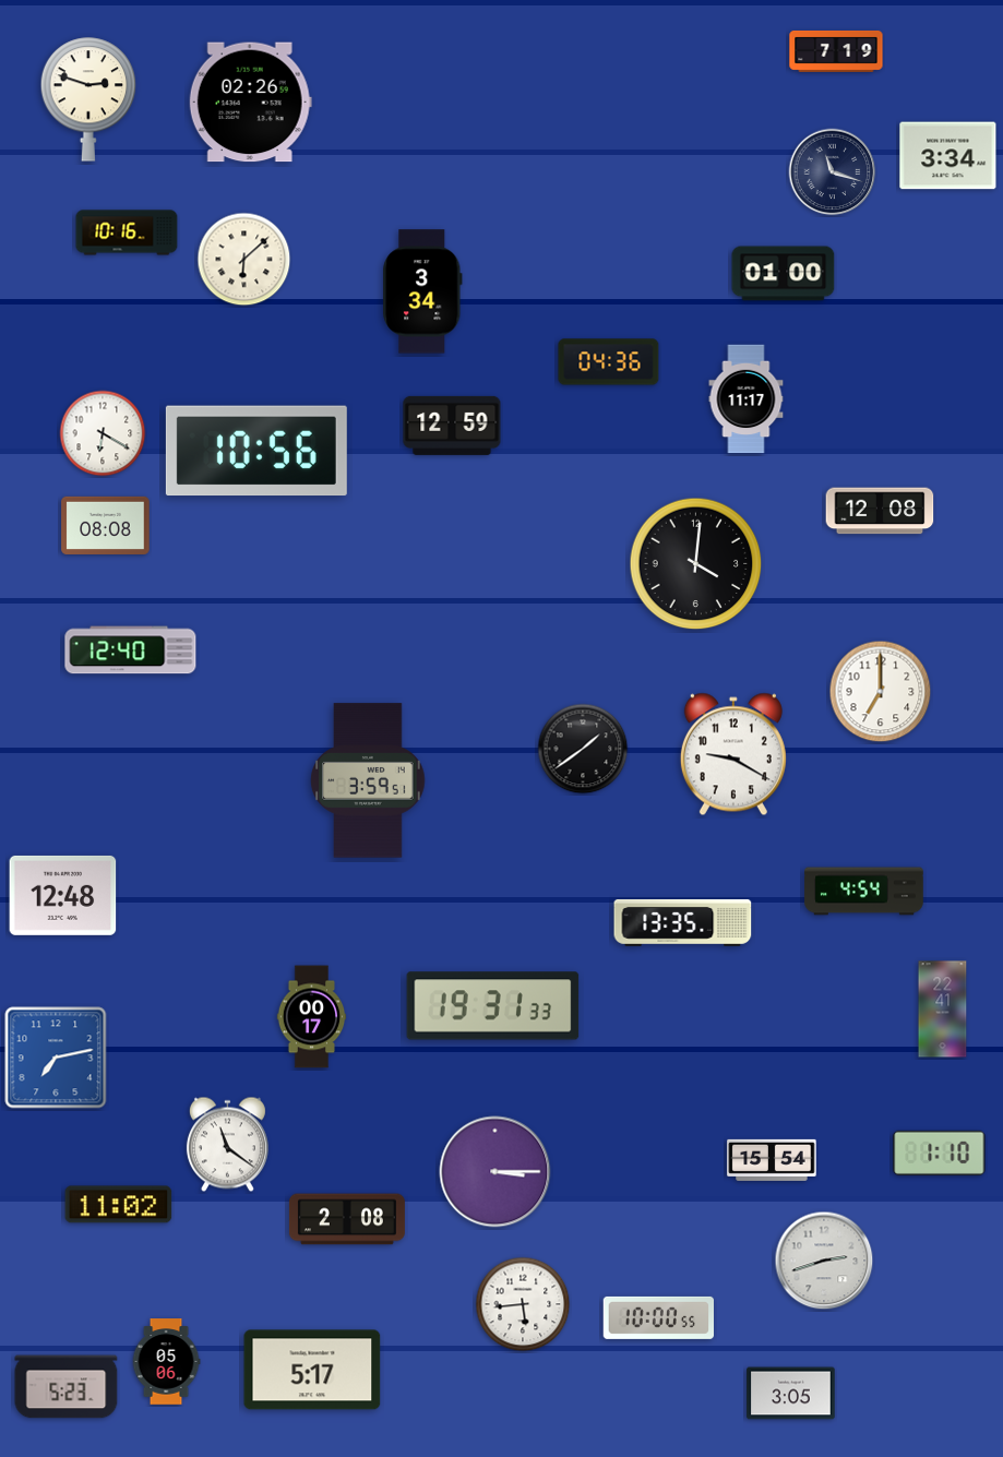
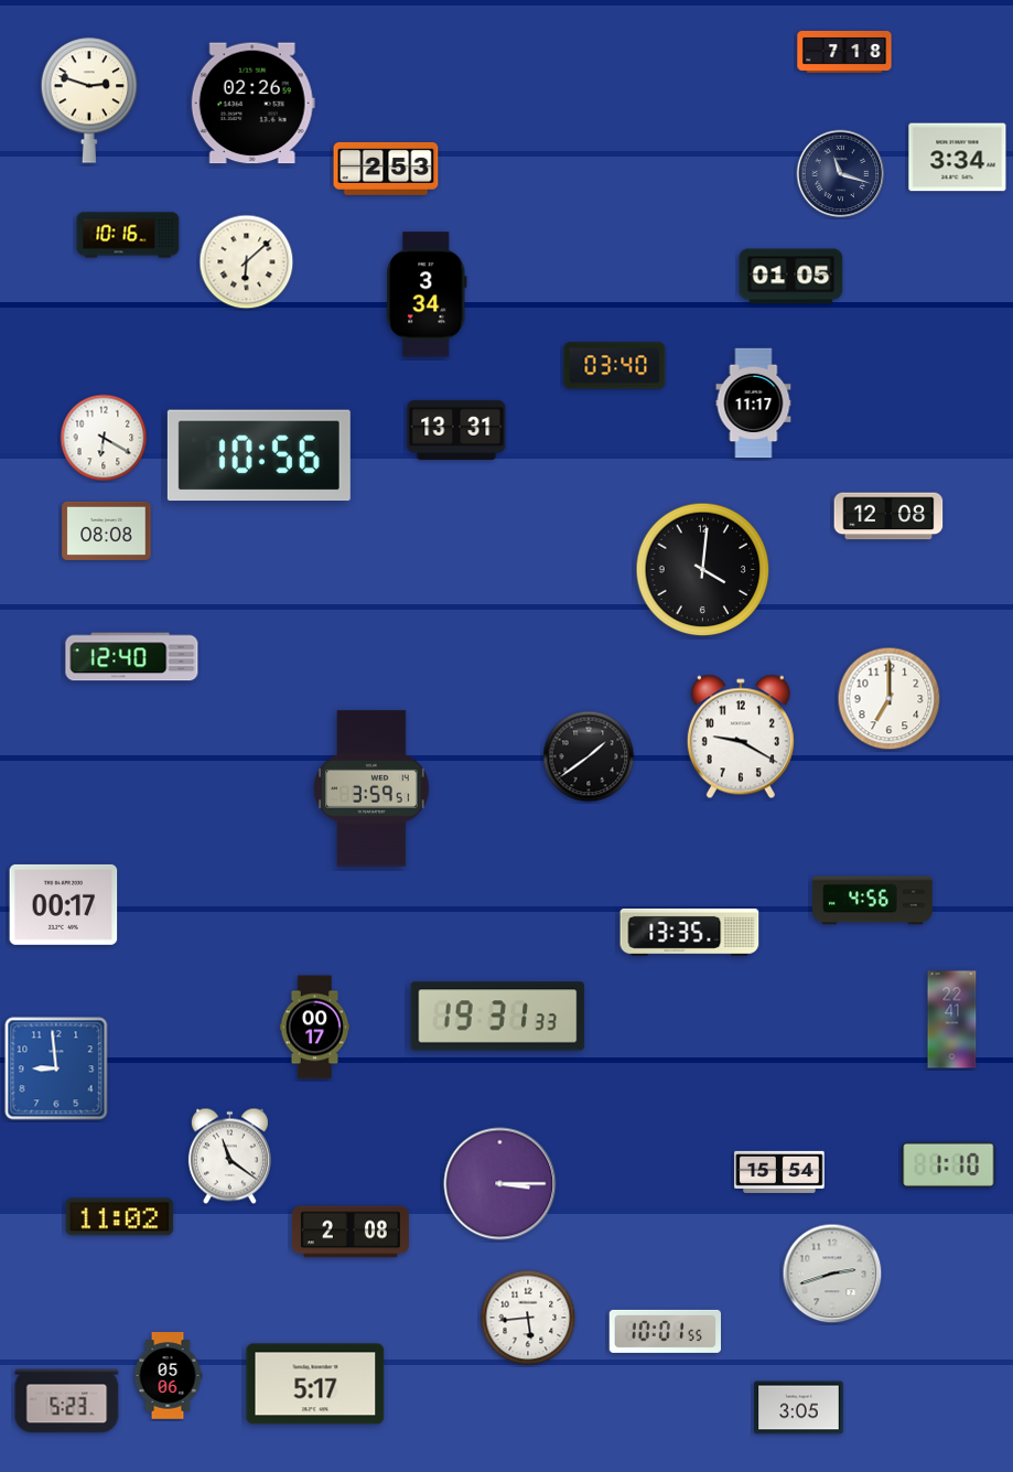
clock at (836, 51): 7:19 -> 7:18
clock at (386, 169): none -> 2:53
clock at (784, 274): 01:00 -> 01:05
clock at (609, 362): 04:36 -> 03:40
clock at (452, 426): 12:59 -> 13:31
clock at (733, 754) position: (733, 754) -> (741, 737)
clock at (864, 892): 4:54 -> 4:56
clock at (63, 895): 12:48 -> 00:17
clock at (56, 1058): 7:13 -> 8:59
clock at (658, 1317): 10:00 -> 10:01
